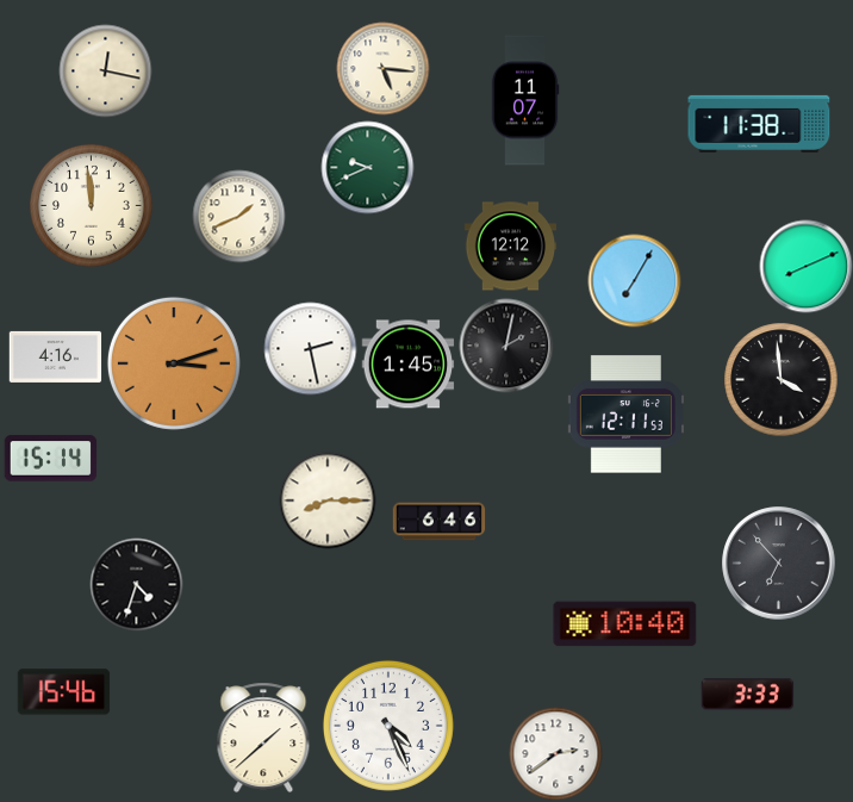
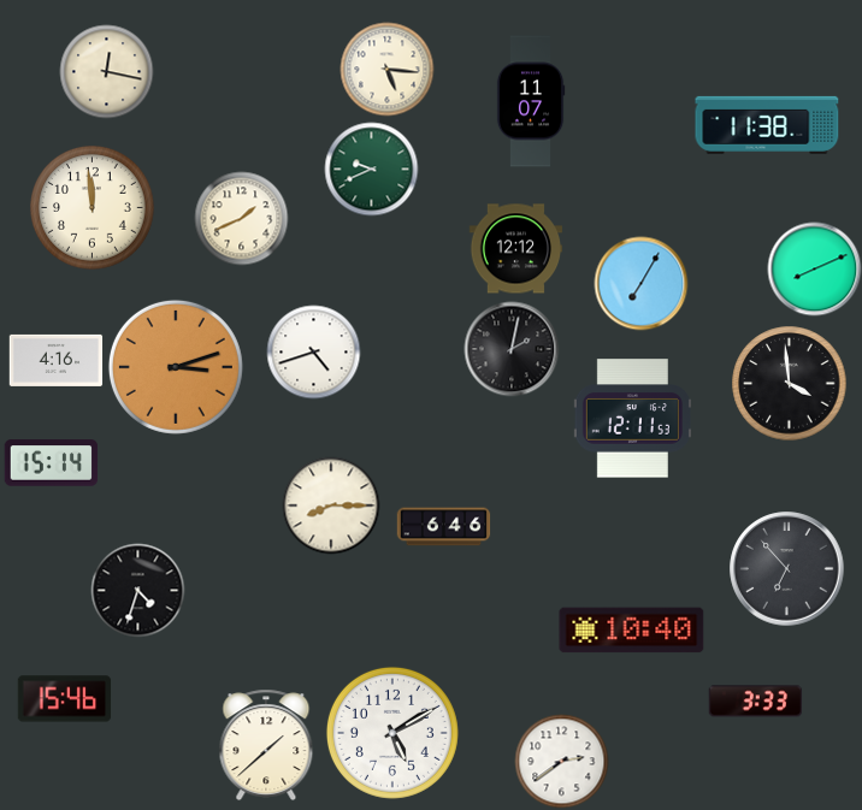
clock at (310, 348): 2:28 -> 4:42
clock at (407, 365): 1:45 -> none
clock at (388, 726): 4:26 -> 5:10
